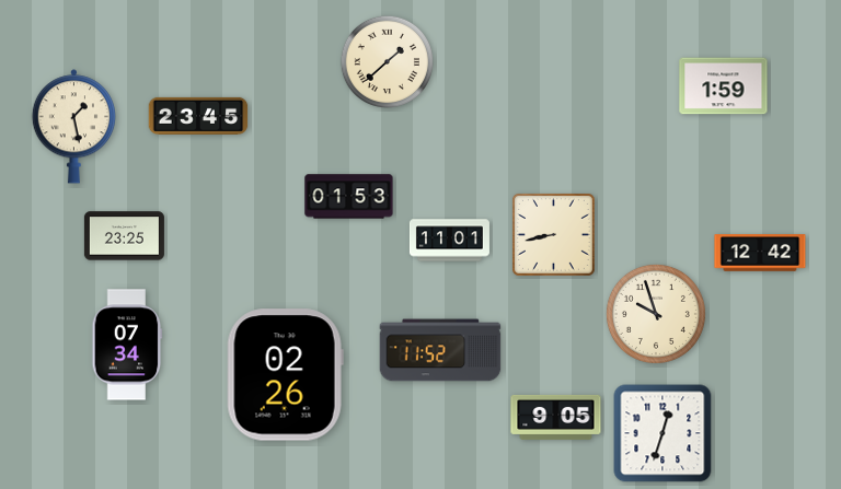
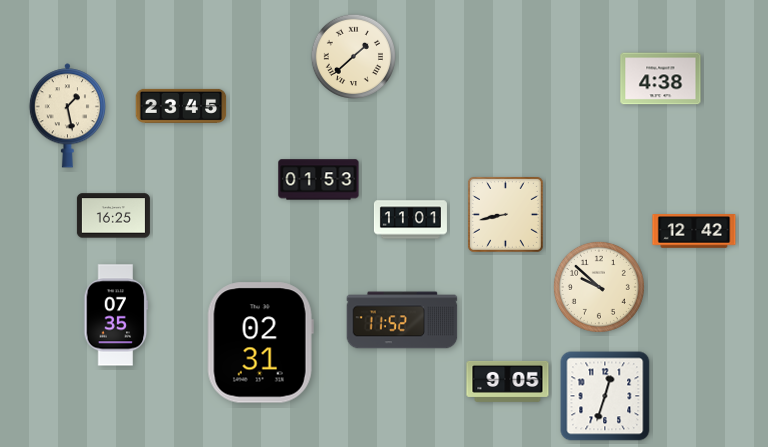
clock at (724, 86): 1:59 -> 4:38
clock at (124, 236): 23:25 -> 16:25
clock at (656, 314): 9:57 -> 9:52
clock at (127, 345): 07:34 -> 07:35
clock at (285, 375): 02:26 -> 02:31
